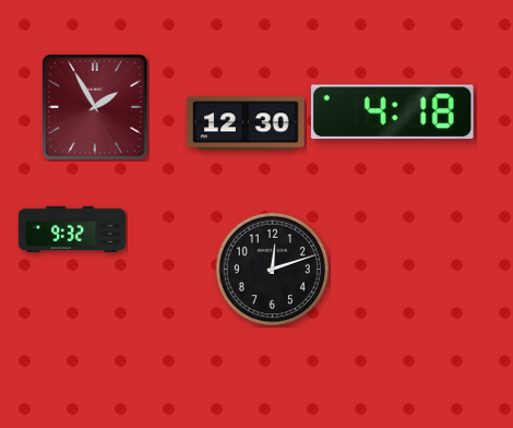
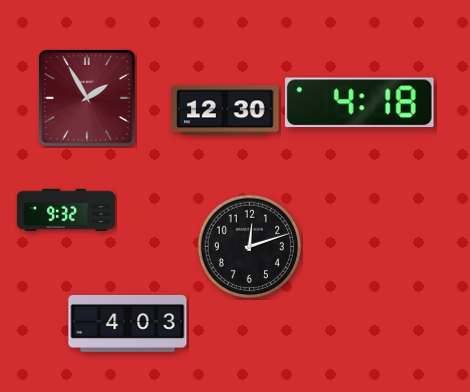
clock at (246, 123) position: (246, 123) -> (225, 110)
clock at (128, 323): none -> 4:03
